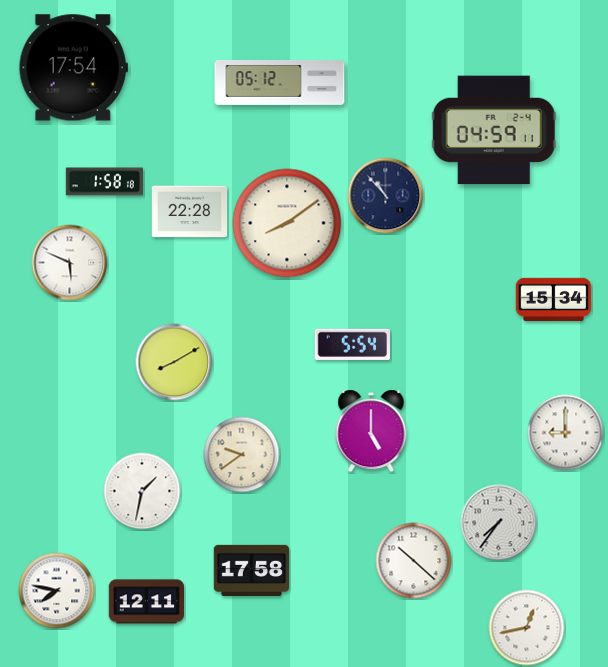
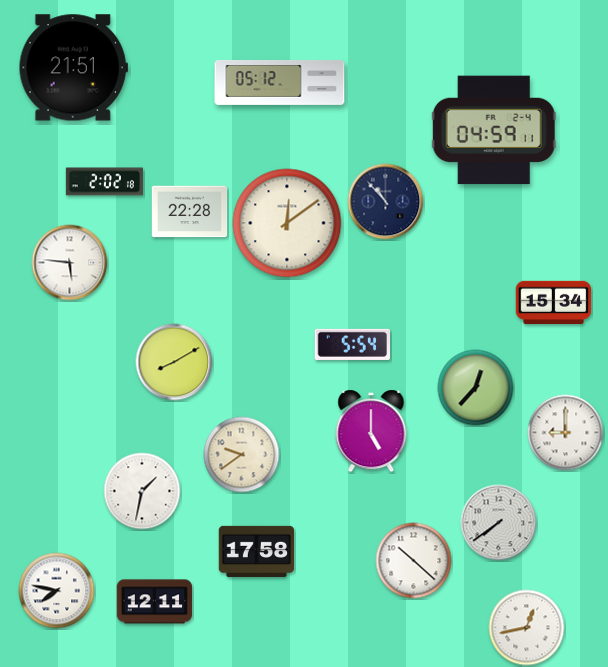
clock at (73, 68): 17:54 -> 21:51
clock at (104, 182): 1:58 -> 2:02
clock at (386, 196) position: (386, 196) -> (386, 202)
clock at (287, 223): 8:09 -> 12:09
clock at (70, 263): 5:49 -> 5:46
clock at (554, 299) position: (554, 299) -> (554, 302)
clock at (476, 388): none -> 12:37
clock at (499, 523): 7:36 -> 7:39
clock at (252, 570) position: (252, 570) -> (257, 551)
clock at (147, 602) position: (147, 602) -> (155, 602)
